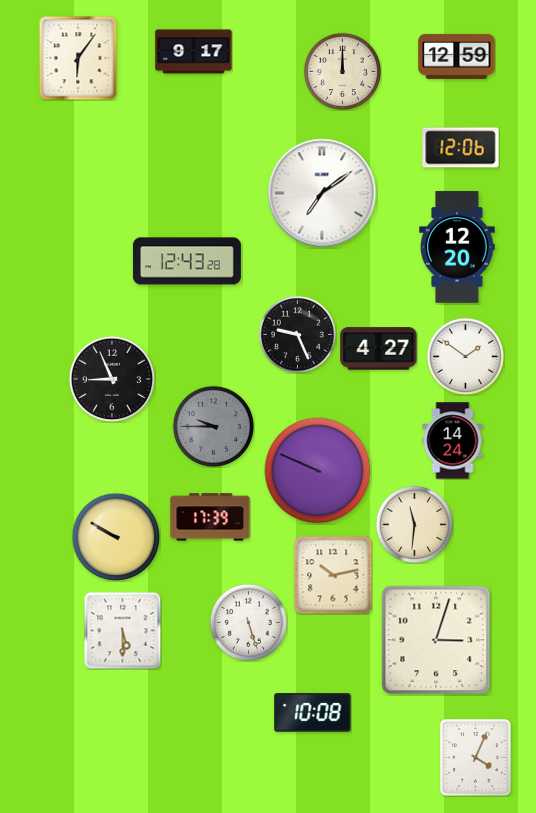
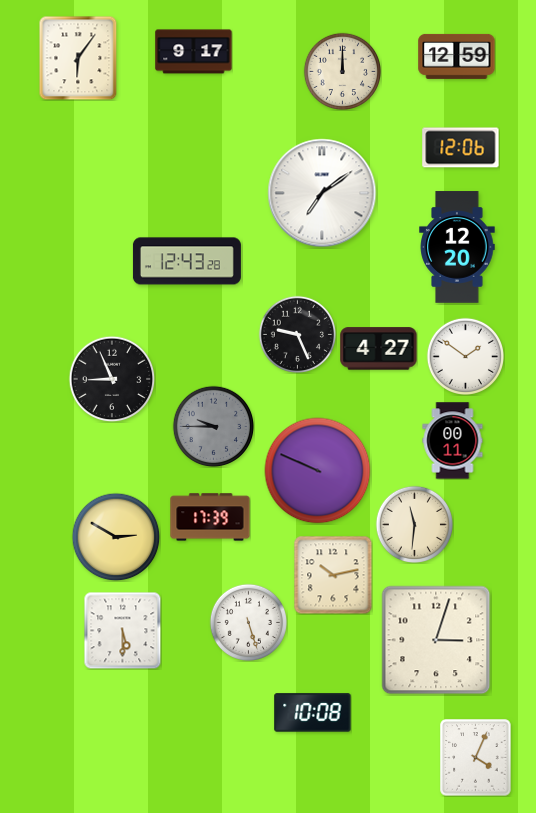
clock at (453, 441): 14:24 -> 00:11
clock at (116, 537): 9:50 -> 2:50
